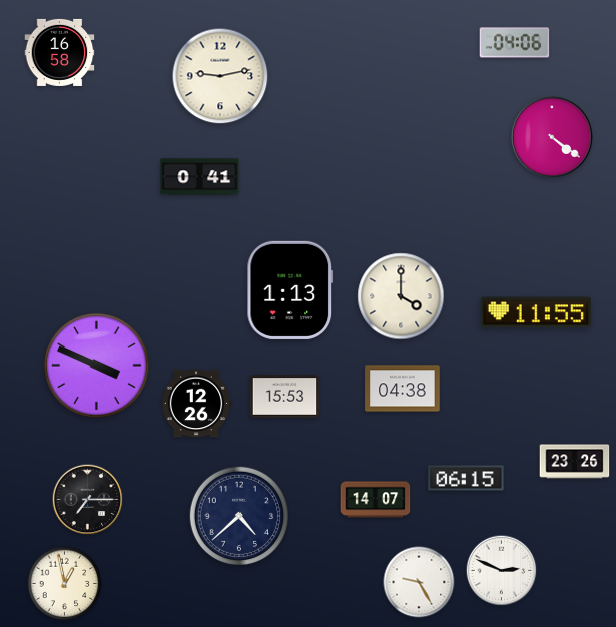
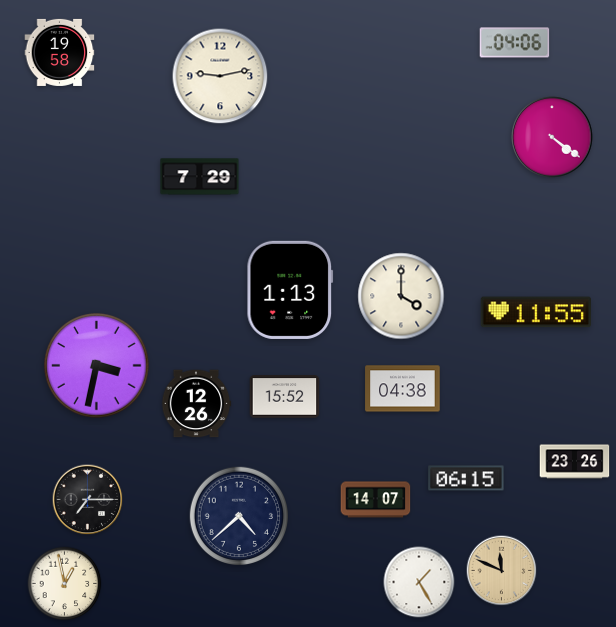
clock at (60, 52): 16:58 -> 19:58
clock at (200, 177): 0:41 -> 7:29
clock at (97, 366): 3:49 -> 3:32
clock at (285, 397): 15:53 -> 15:52
clock at (502, 571): 2:49 -> 11:49
clock at (502, 571) dial: white -> champagne
clock at (419, 582): 9:25 -> 1:25
